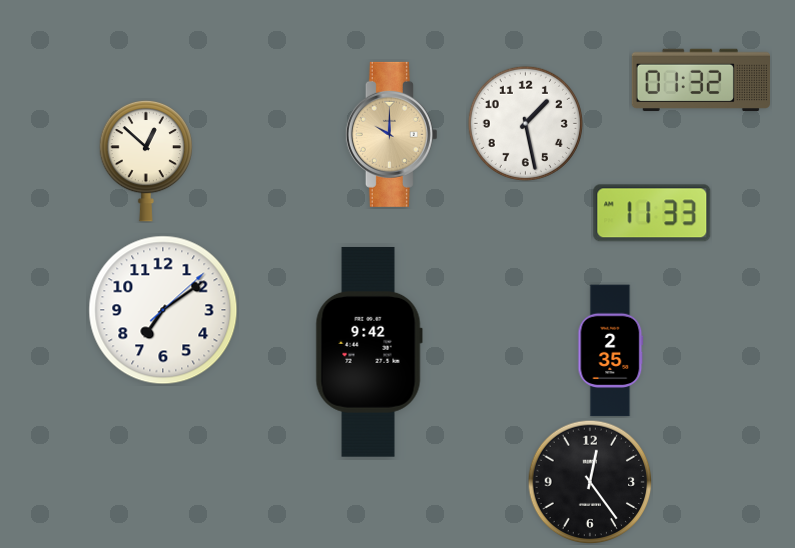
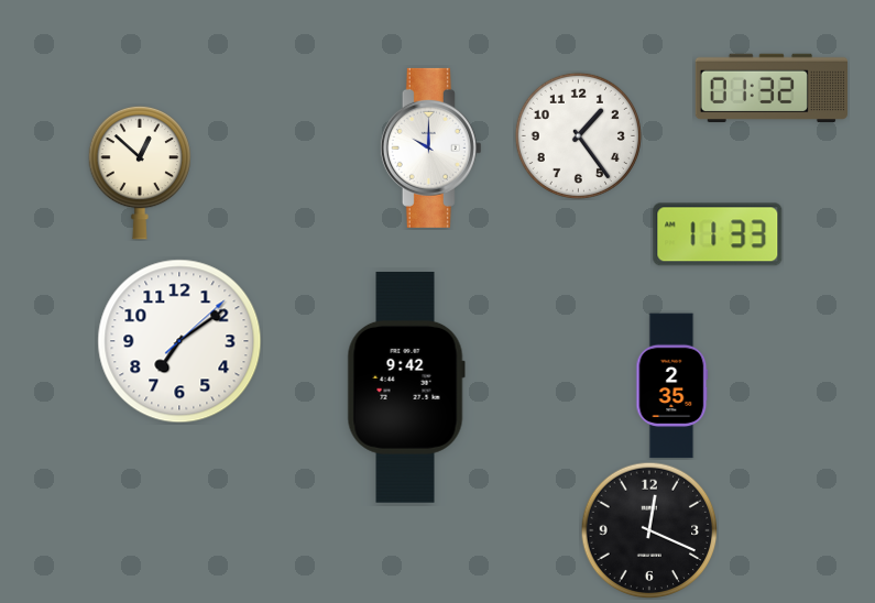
clock at (525, 123): 1:28 -> 1:24
clock at (391, 134) dial: champagne -> white
clock at (145, 161) position: (145, 161) -> (139, 173)
clock at (590, 482): 12:24 -> 12:19
